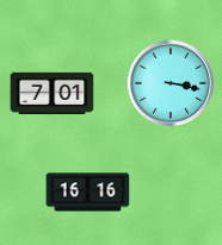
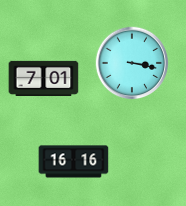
clock at (171, 83) position: (171, 83) -> (132, 63)
